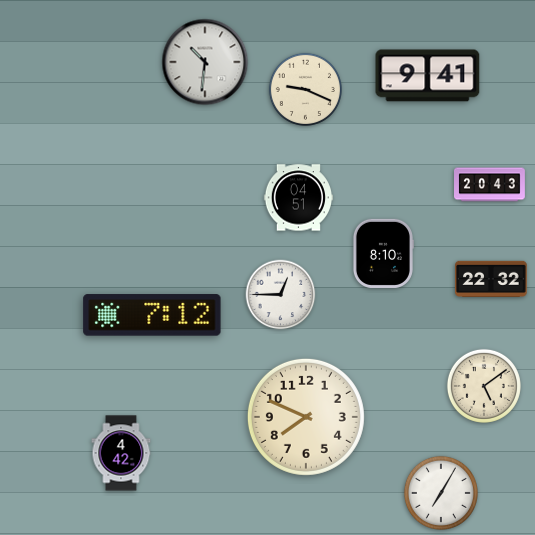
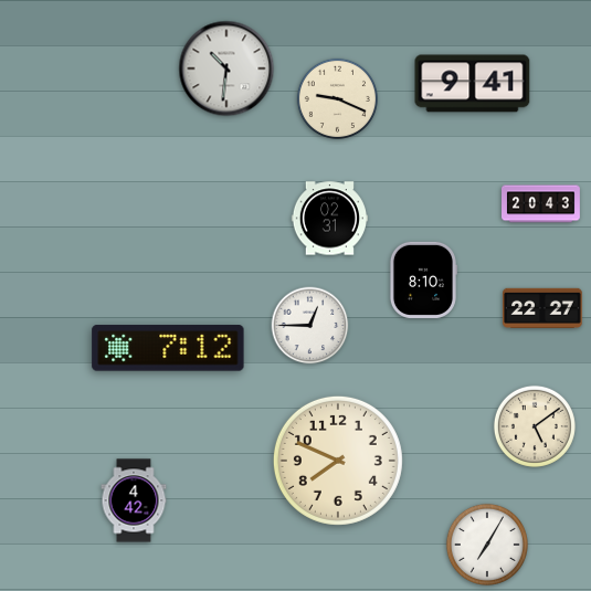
clock at (298, 198): 04:51 -> 02:31
clock at (491, 278): 22:32 -> 22:27
